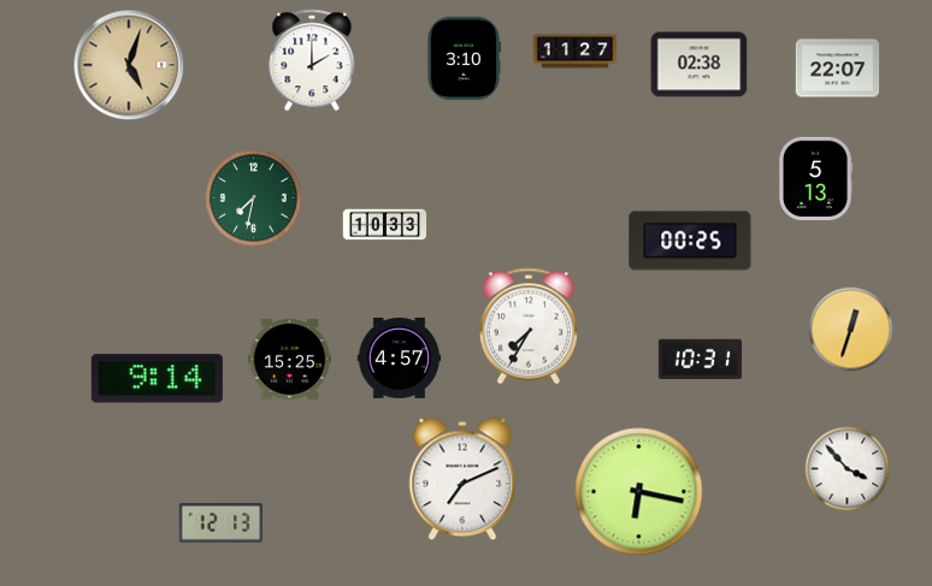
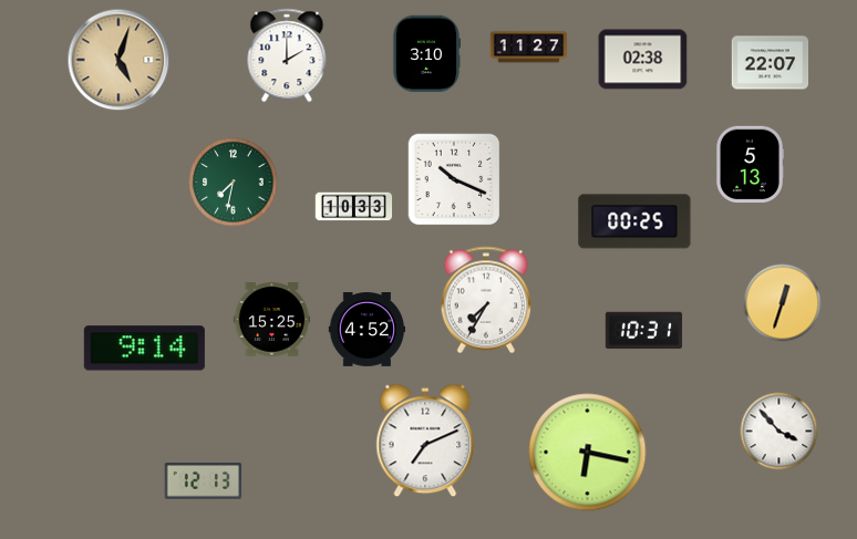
clock at (454, 179): none -> 10:19
clock at (400, 359): 4:57 -> 4:52
clock at (290, 360) position: (290, 360) -> (272, 320)
